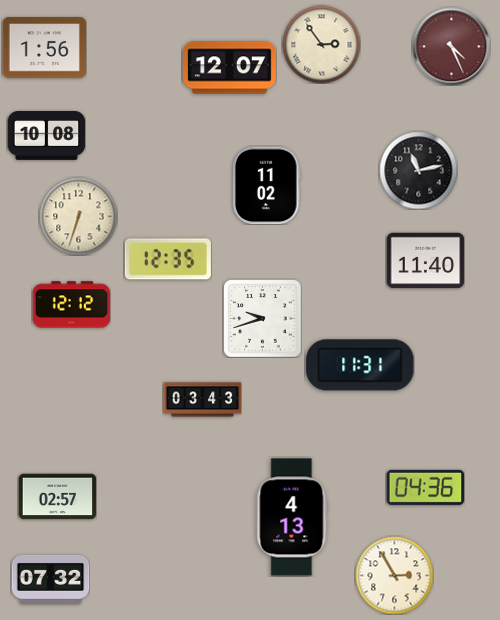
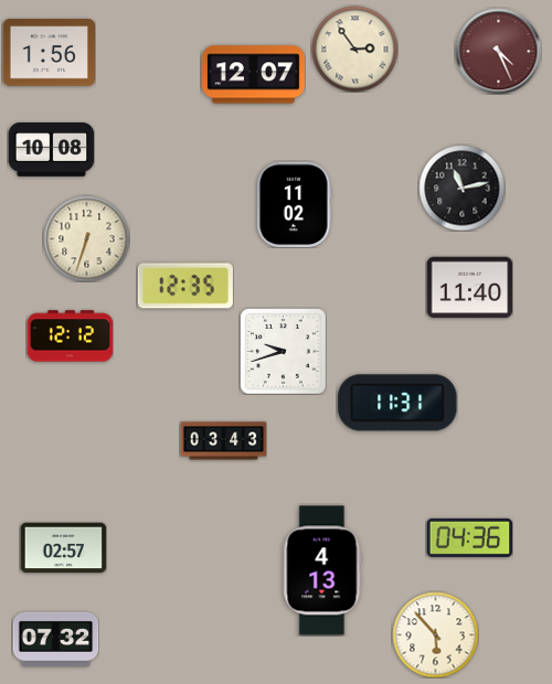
clock at (71, 305) position: (71, 305) -> (70, 336)
clock at (262, 318) position: (262, 318) -> (283, 351)
clock at (394, 575): 2:55 -> 5:53
